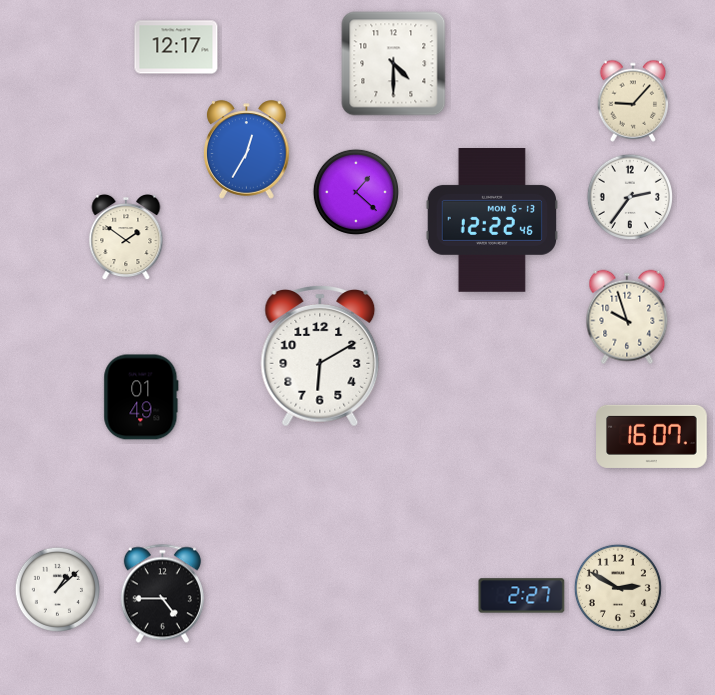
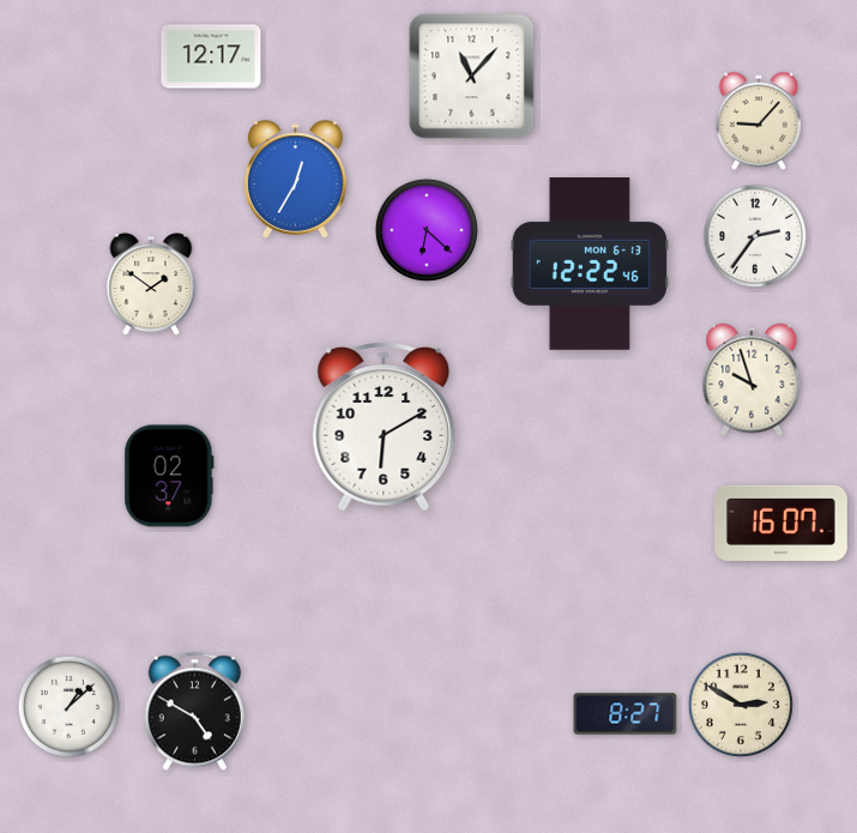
clock at (394, 64): 4:30 -> 11:07
clock at (356, 192): 1:22 -> 6:22
clock at (141, 397): 01:49 -> 02:37
clock at (162, 594): 4:45 -> 4:50
clock at (522, 596): 2:27 -> 8:27
